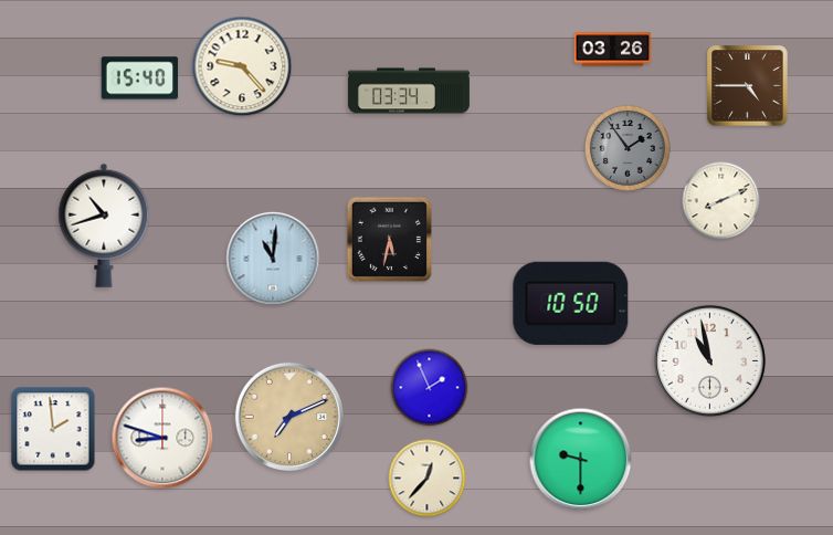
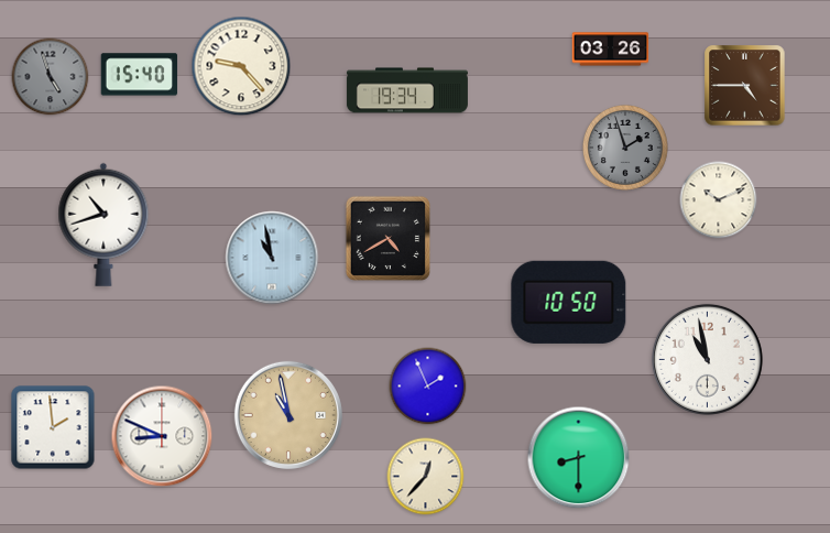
clock at (51, 77): none -> 4:57
clock at (140, 78) position: (140, 78) -> (140, 75)
clock at (409, 91): 03:34 -> 19:34
clock at (629, 149): 1:54 -> 1:57
clock at (721, 201): 8:11 -> 10:11
clock at (389, 239): 5:32 -> 4:40
clock at (273, 259): 11:01 -> 10:58
clock at (289, 417): 7:11 -> 10:58
clock at (162, 438): 8:48 -> 8:49
clock at (581, 460): 9:30 -> 8:30
